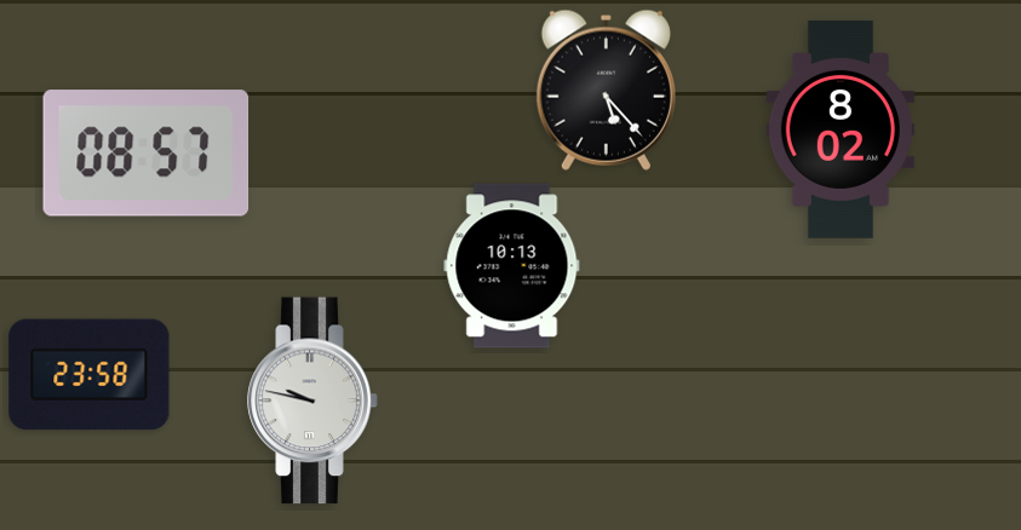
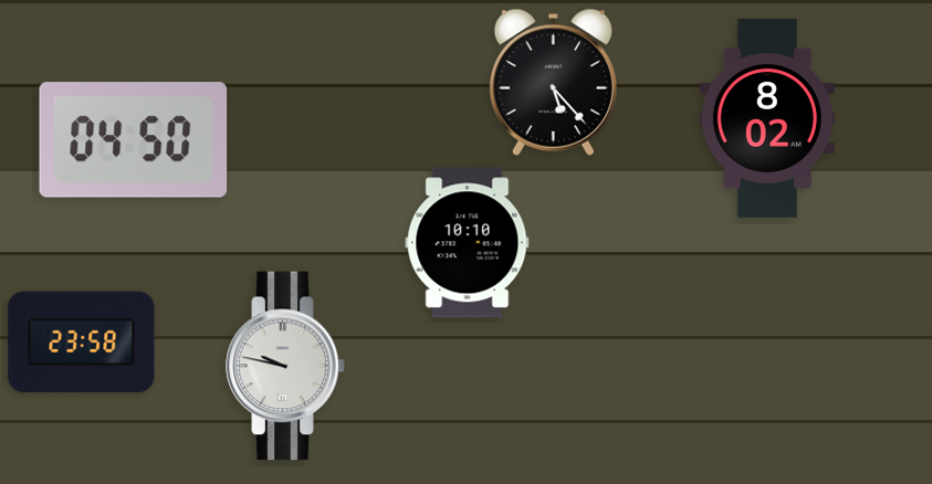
clock at (147, 154): 08:57 -> 04:50
clock at (512, 266): 10:13 -> 10:10
